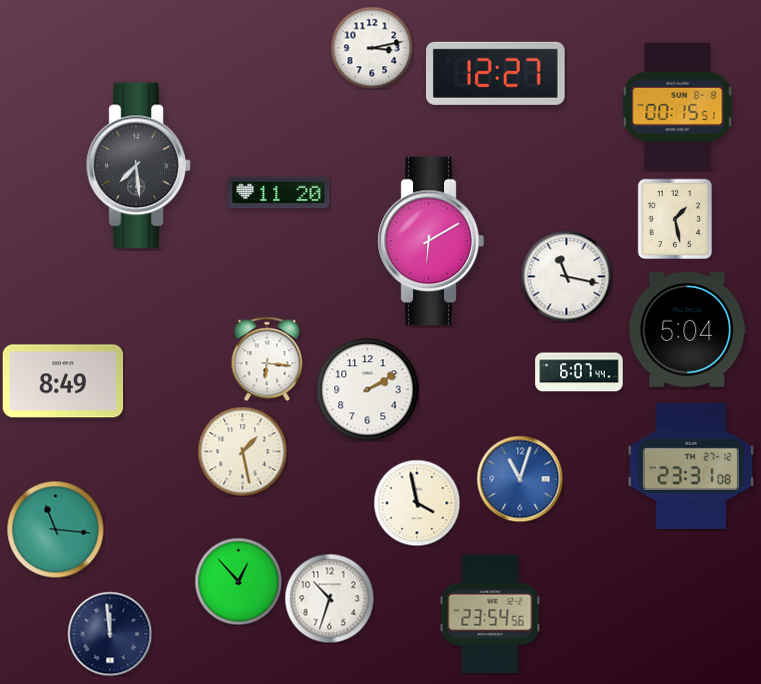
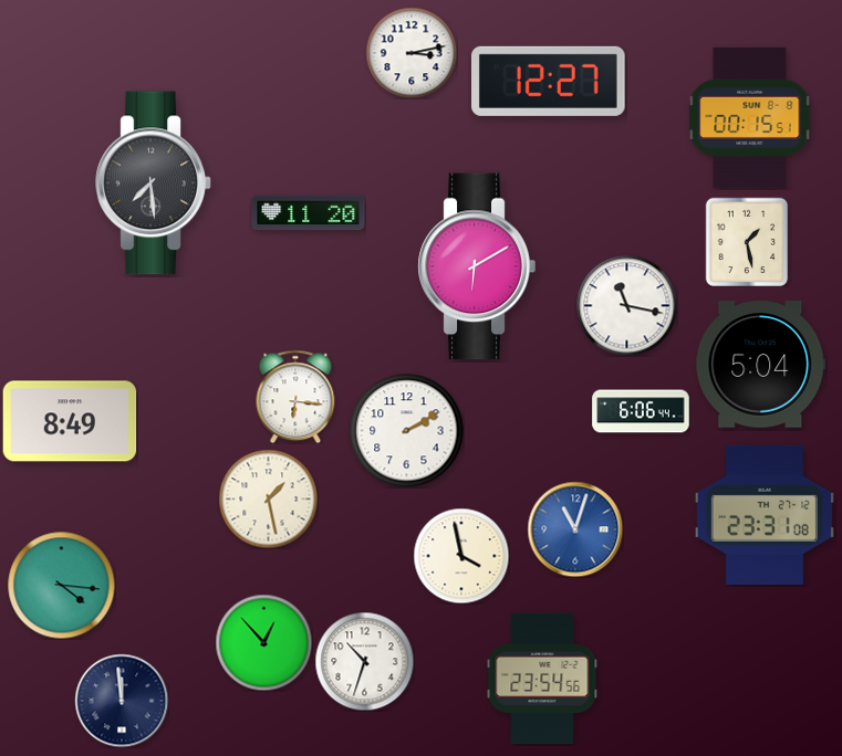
clock at (579, 372): 6:07 -> 6:06
clock at (55, 529): 11:16 -> 4:16
